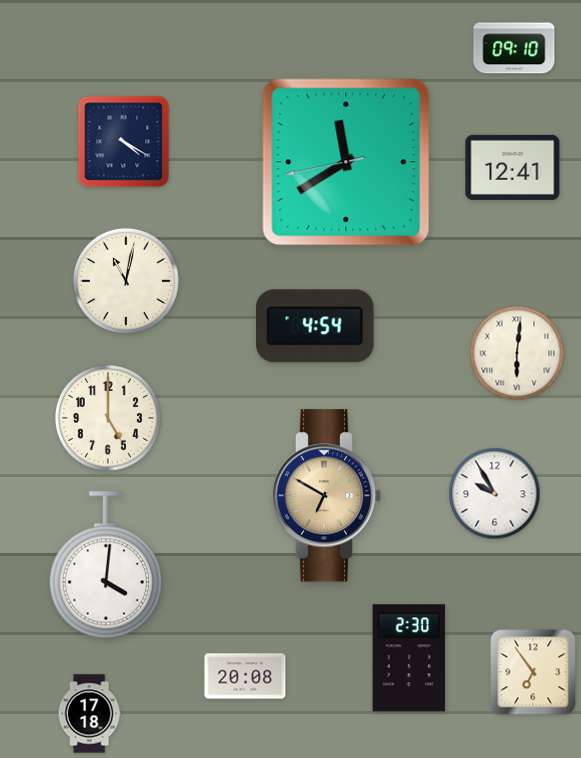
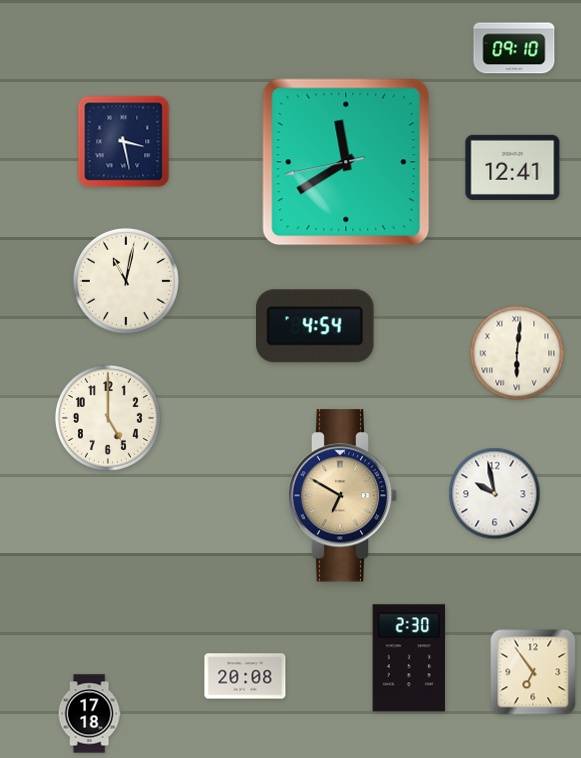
clock at (124, 142): 4:20 -> 3:28
clock at (495, 494): 9:55 -> 9:58
clock at (327, 496) position: (327, 496) -> (343, 496)
clock at (106, 565): 4:01 -> none
